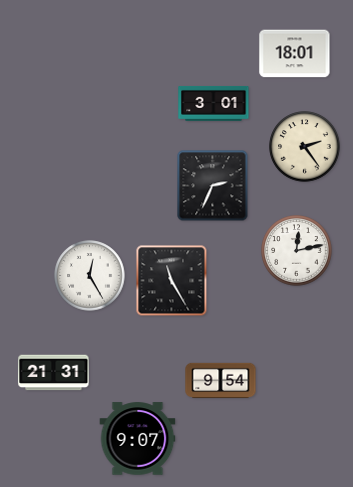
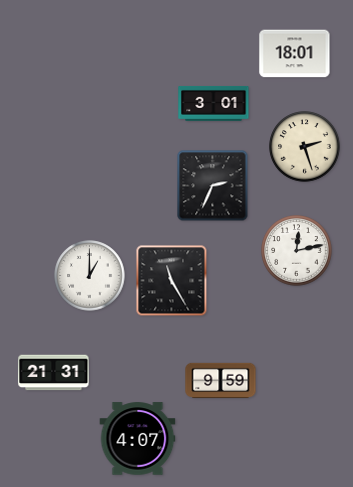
clock at (305, 147): 2:24 -> 2:27
clock at (90, 276): 12:25 -> 1:00
clock at (221, 381): 9:54 -> 9:59
clock at (138, 439): 9:07 -> 4:07
